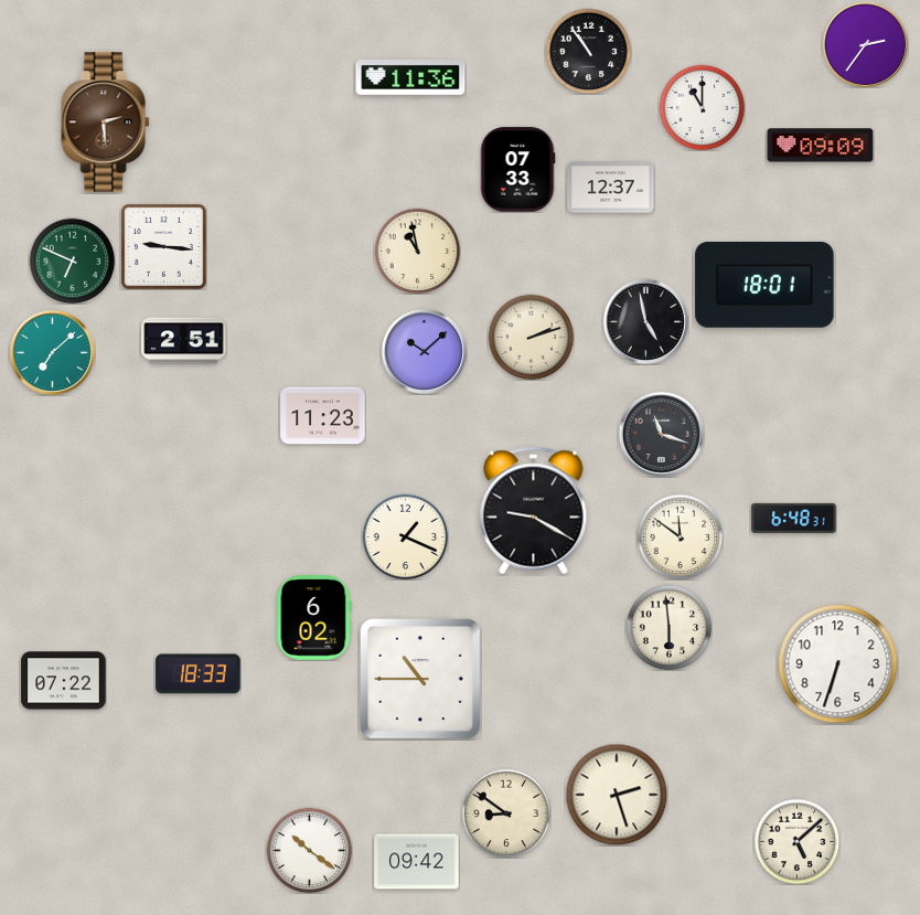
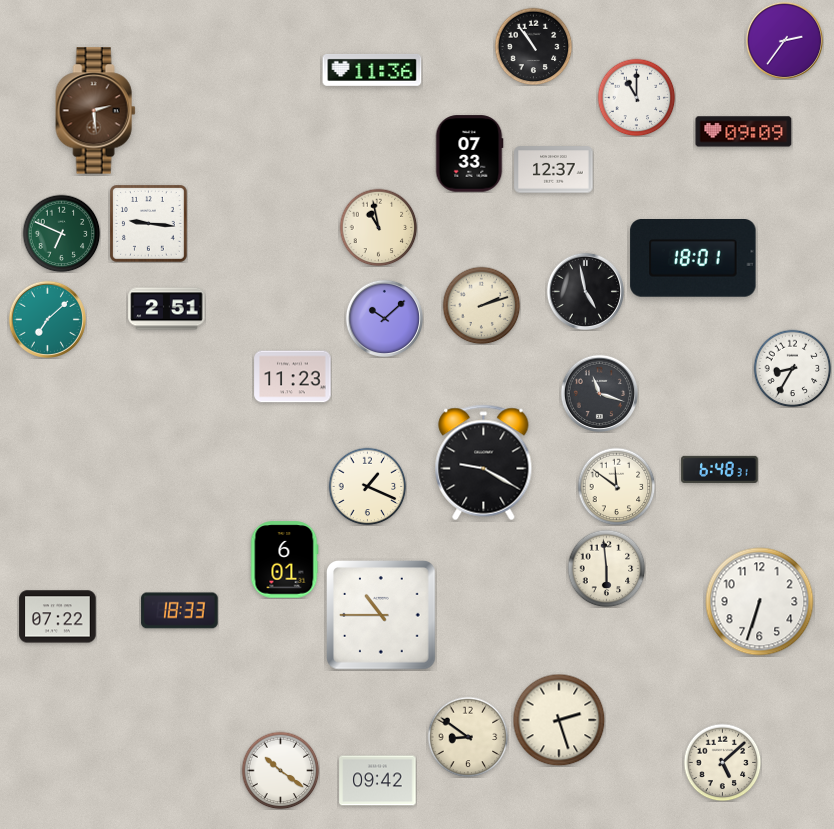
clock at (72, 260) position: (72, 260) -> (61, 233)
clock at (792, 368): none -> 8:35
clock at (313, 618): 6:02 -> 6:01
clock at (506, 813) position: (506, 813) -> (468, 737)
